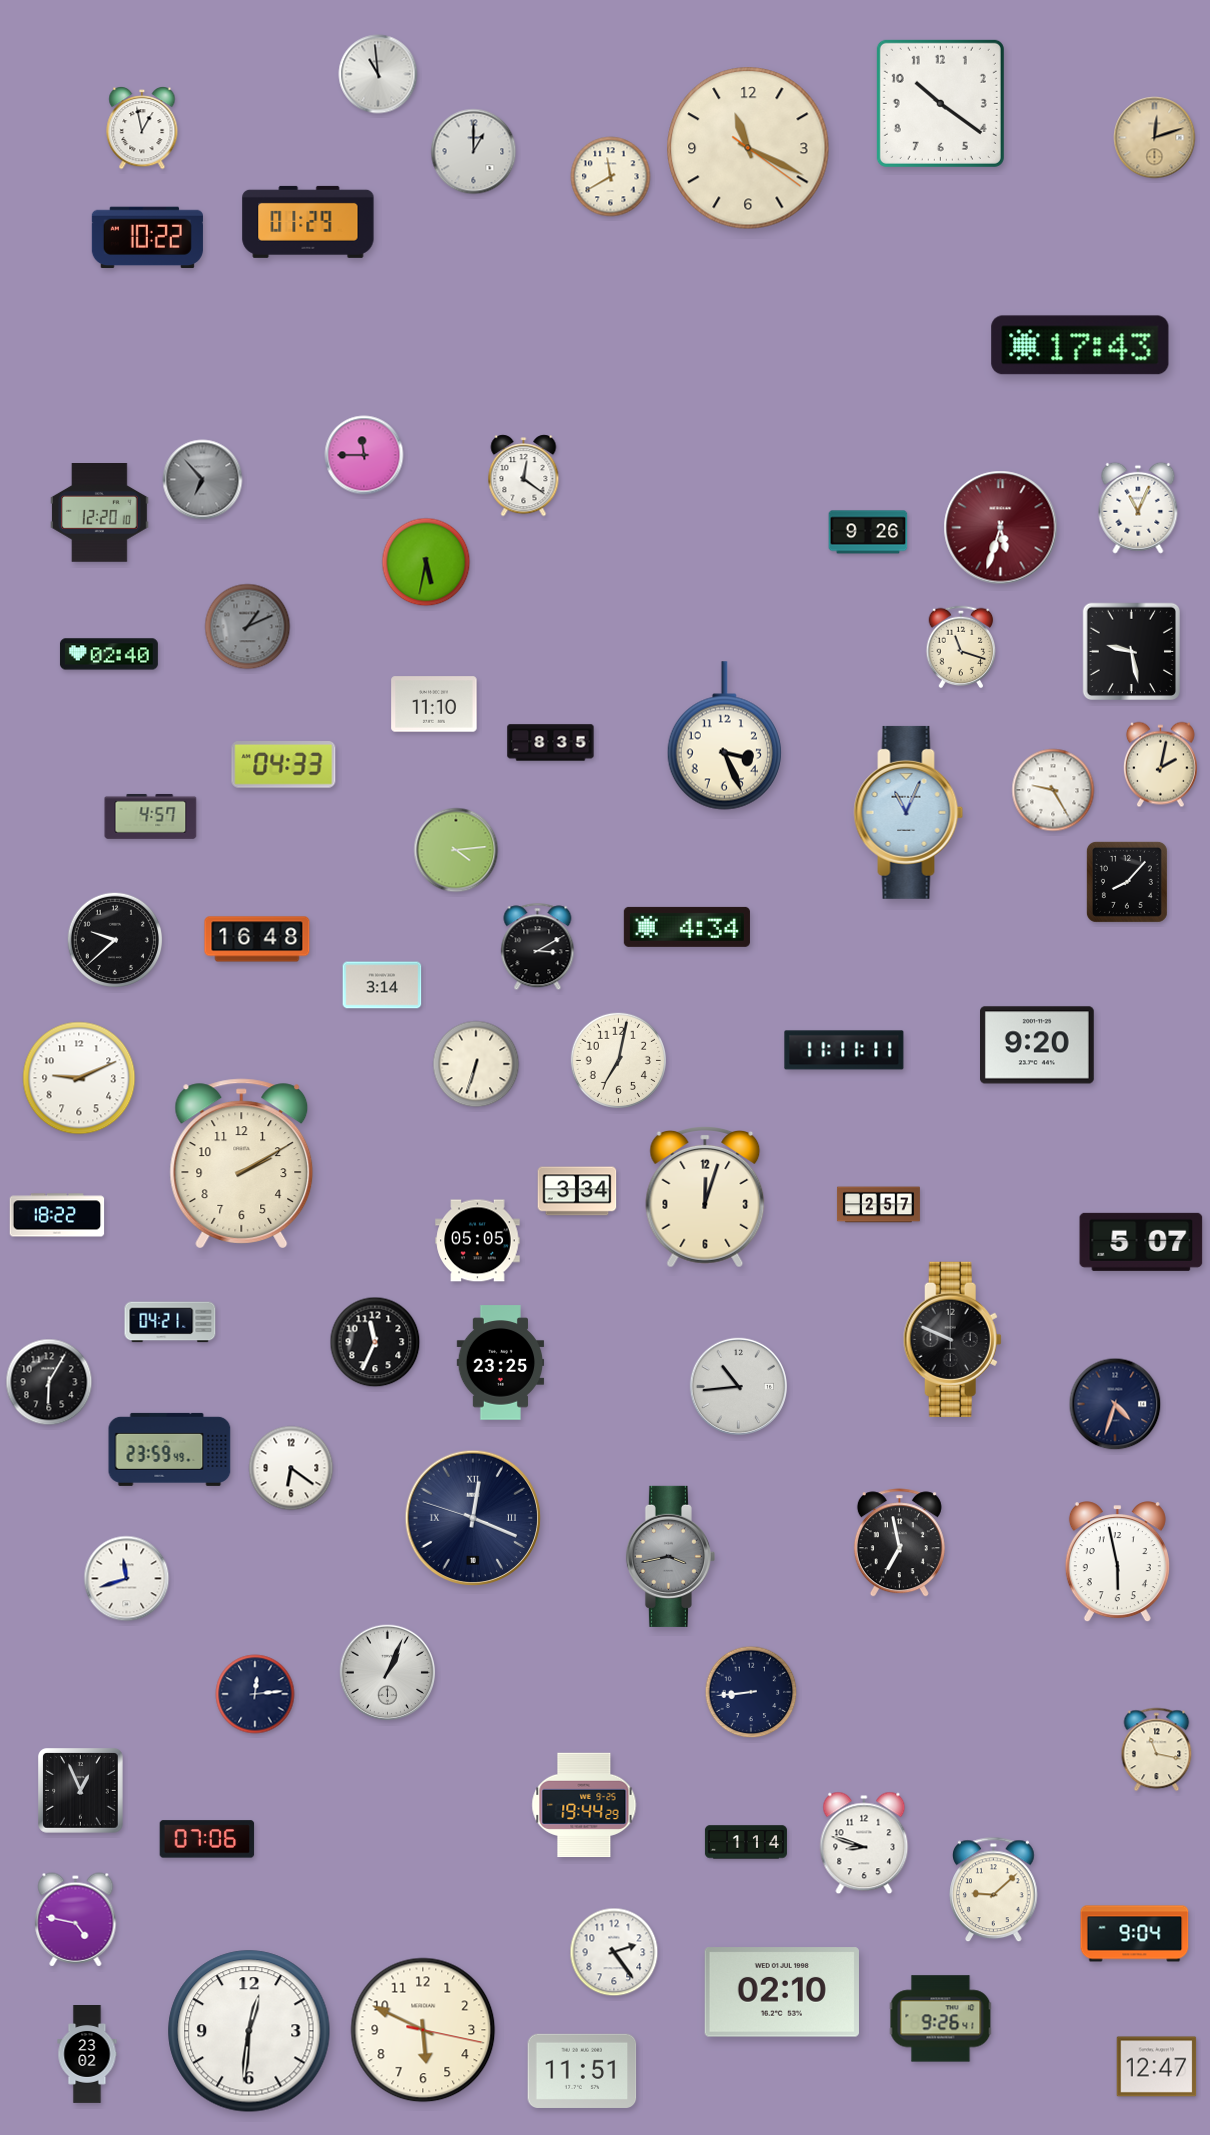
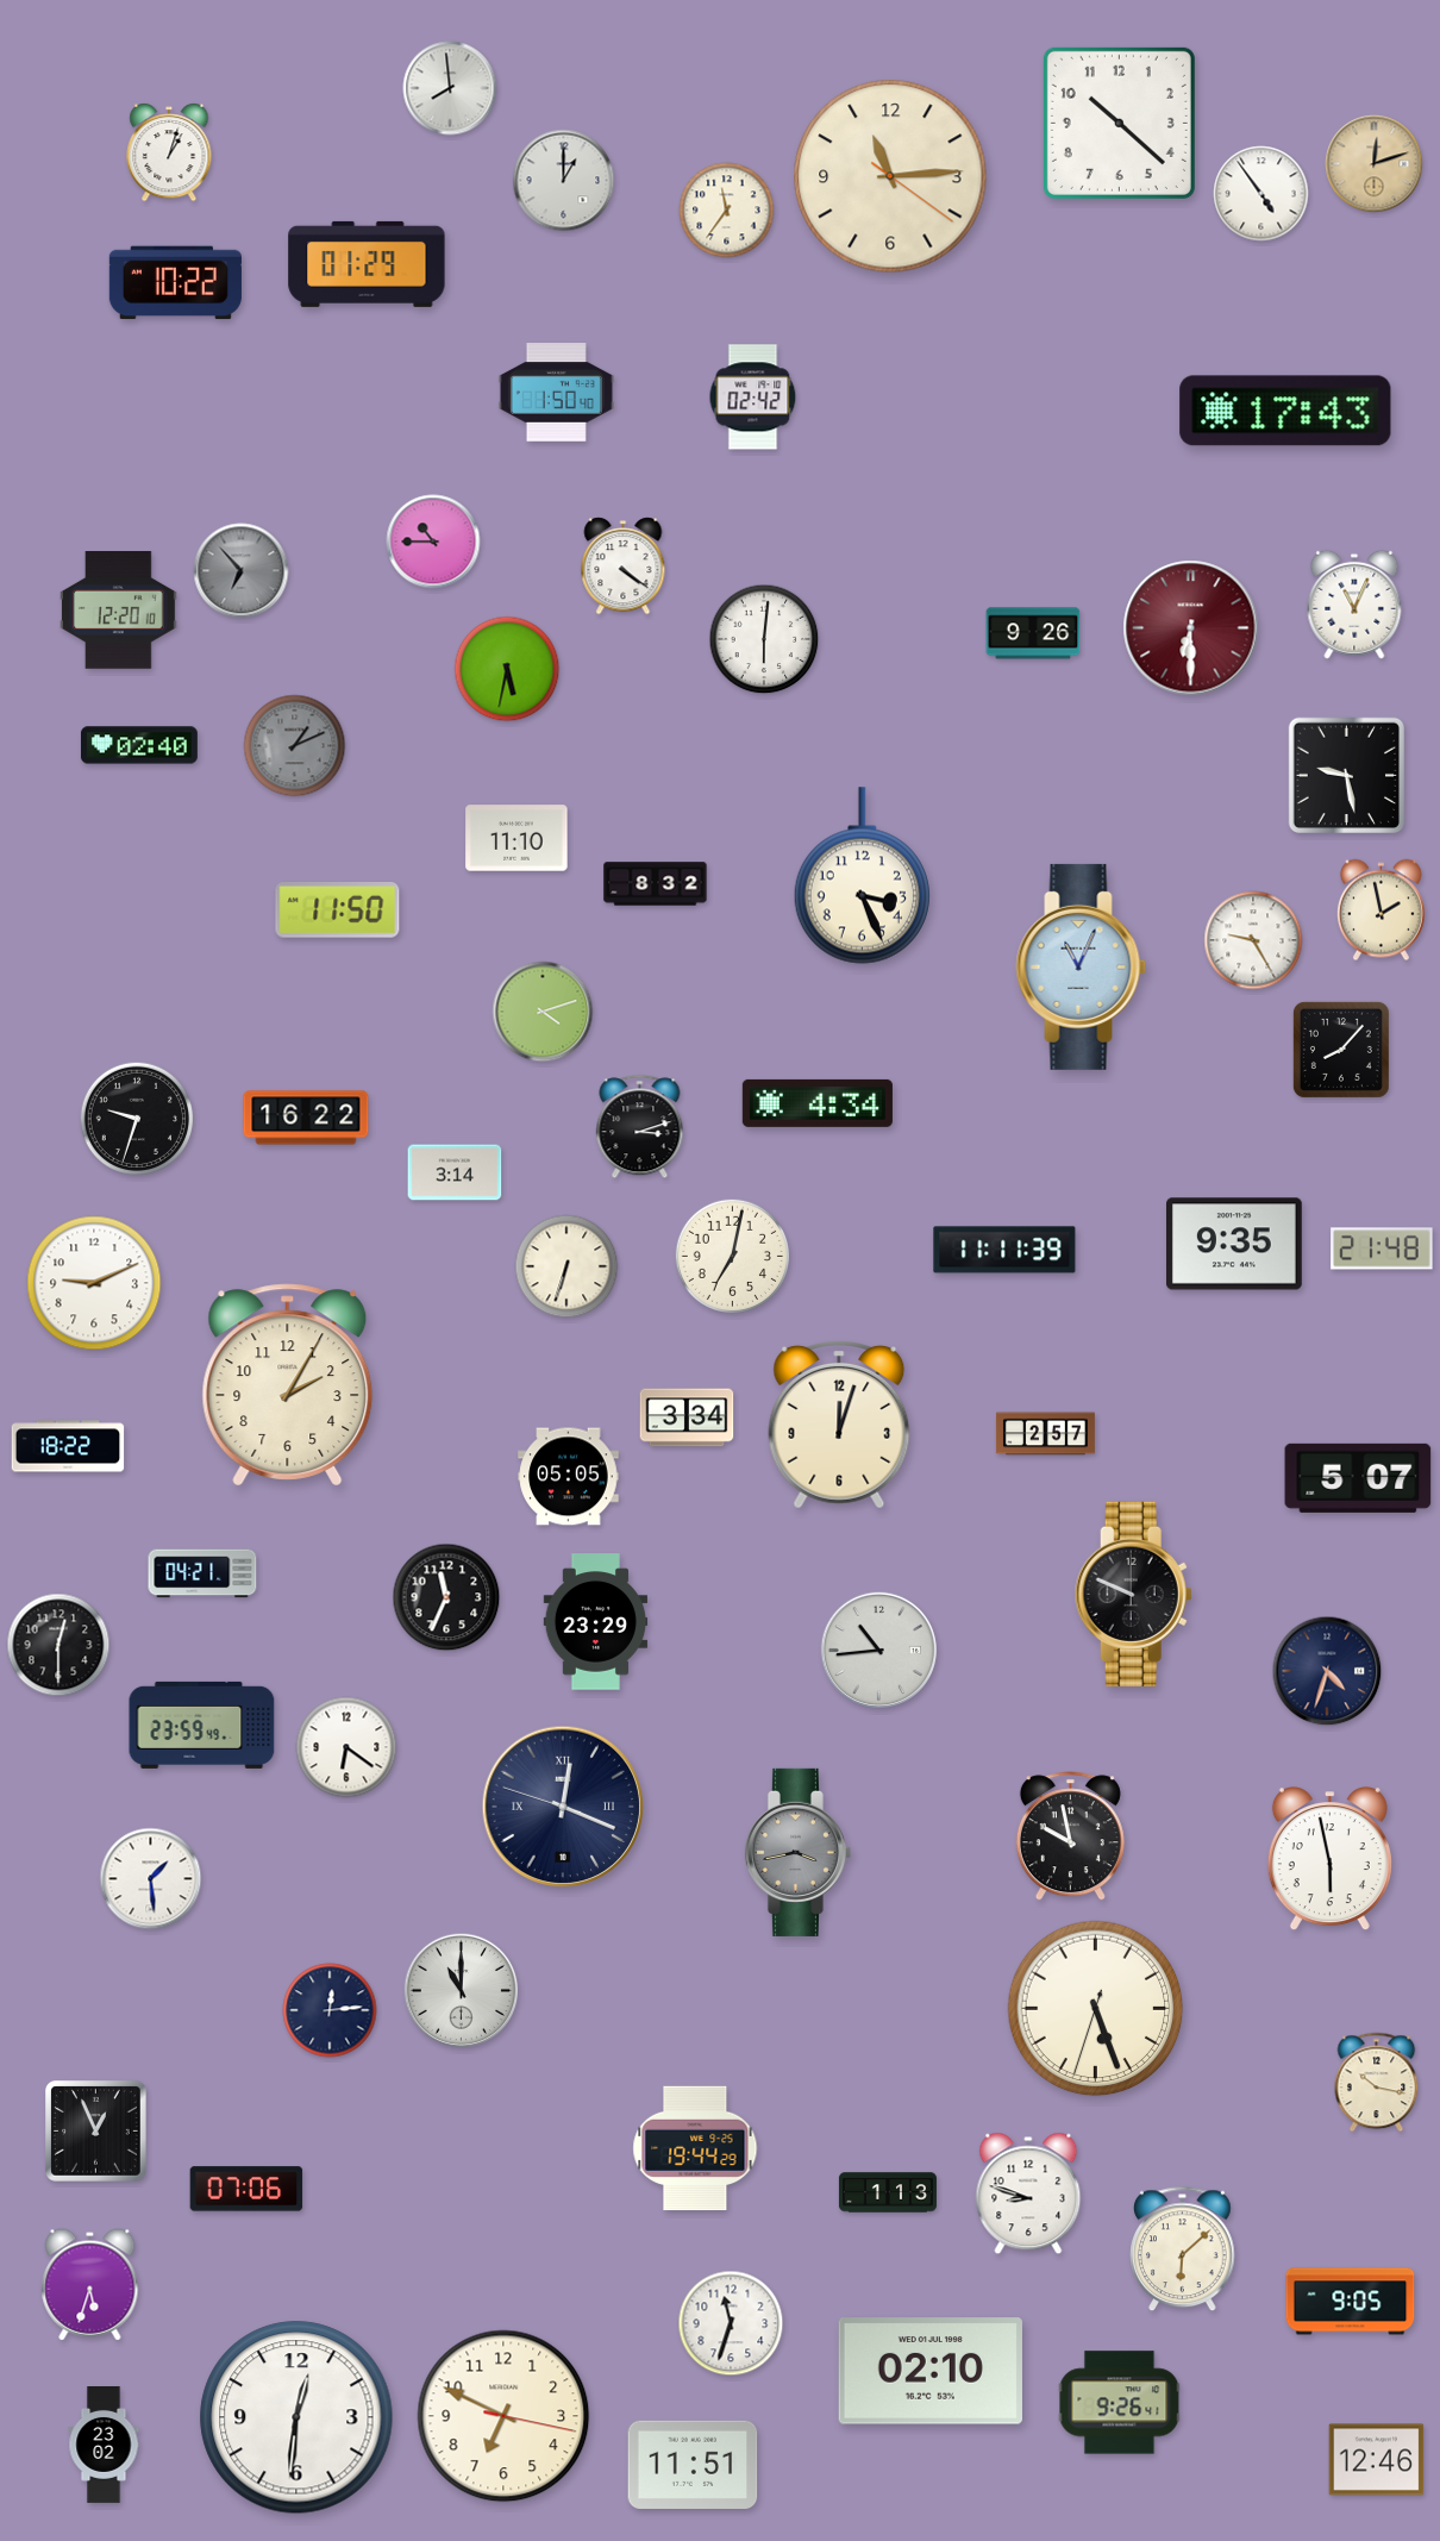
clock at (378, 74): 10:59 -> 7:59
clock at (940, 103): 10:21 -> 10:22
clock at (142, 129): 12:58 -> 1:03
clock at (748, 148): 11:19 -> 11:14
clock at (1261, 194): none -> 4:54
clock at (611, 177): 11:40 -> 11:36
clock at (556, 393): none -> 1:50
clock at (753, 398): none -> 02:42
clock at (364, 455): 11:45 -> 10:45
clock at (524, 476): 12:21 -> 4:21
clock at (1001, 528): 5:33 -> 6:30
clock at (764, 639): none -> 6:01
clock at (961, 647): 11:18 -> none
clock at (109, 654) position: (109, 654) -> (139, 745)
clock at (551, 743): 8:35 -> 8:32
clock at (284, 765): 04:33 -> 11:50
clock at (1160, 765): 2:02 -> 1:58
clock at (151, 816): 4:57 -> none
clock at (456, 850): 4:14 -> 4:12
clock at (114, 939): 9:38 -> 9:33
clock at (257, 939): 16:48 -> 16:22
clock at (538, 947): 3:10 -> 3:12
clock at (1038, 1045): 9:20 -> 9:35
clock at (1382, 1248): none -> 21:48
clock at (844, 1050): 11:11:11 -> 11:11:39
clock at (618, 1060) position: (618, 1060) -> (732, 1256)
clock at (242, 1164): 2:10 -> 2:05
clock at (501, 1363): 23:25 -> 23:29
clock at (49, 1382): 6:05 -> 12:30
clock at (899, 1543): 6:58 -> 9:58
clock at (127, 1579): 11:42 -> 1:29
clock at (388, 1673): 1:04 -> 11:00
clock at (1096, 2009): none -> 5:26
clock at (751, 1692): 8:44 -> none
clock at (255, 1694) position: (255, 1694) -> (330, 2010)
clock at (1157, 1750): 11:17 -> 10:17
clock at (746, 1842): 1:14 -> 1:13
clock at (994, 1890): 9:08 -> 6:08
clock at (76, 1920): 4:47 -> 5:33
clock at (1135, 1934): 9:04 -> 9:05
clock at (614, 1952): 2:24 -> 11:33
clock at (423, 2030): 5:49 -> 6:49
clock at (1157, 2067): 12:47 -> 12:46
